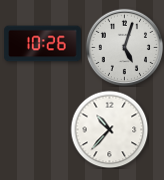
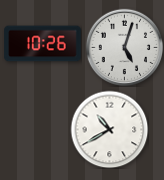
clock at (109, 129): 10:37 -> 10:40
